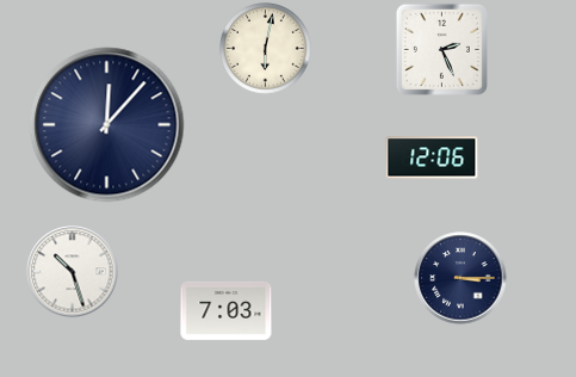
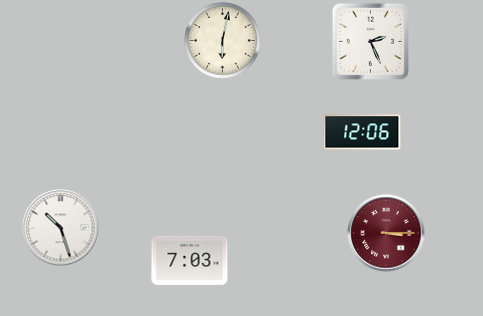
clock at (107, 125): 12:07 -> none
clock at (460, 278) dial: navy -> burgundy
